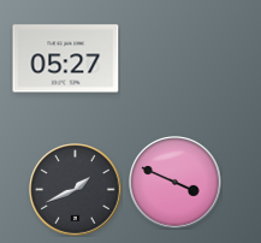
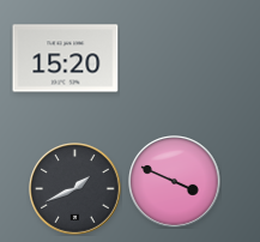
clock at (66, 59): 05:27 -> 15:20
